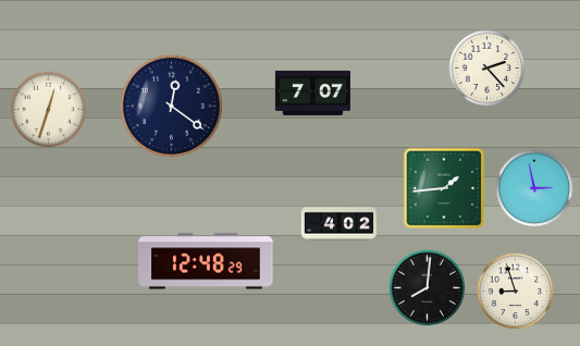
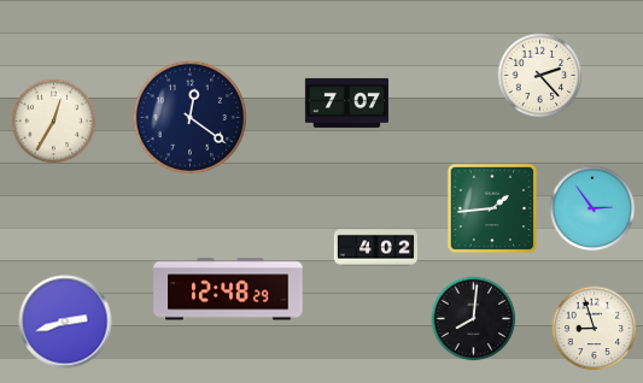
clock at (49, 110): 12:33 -> 12:35
clock at (534, 188): 2:58 -> 2:54
clock at (65, 322): none -> 2:42
clock at (516, 292) position: (516, 292) -> (595, 329)
